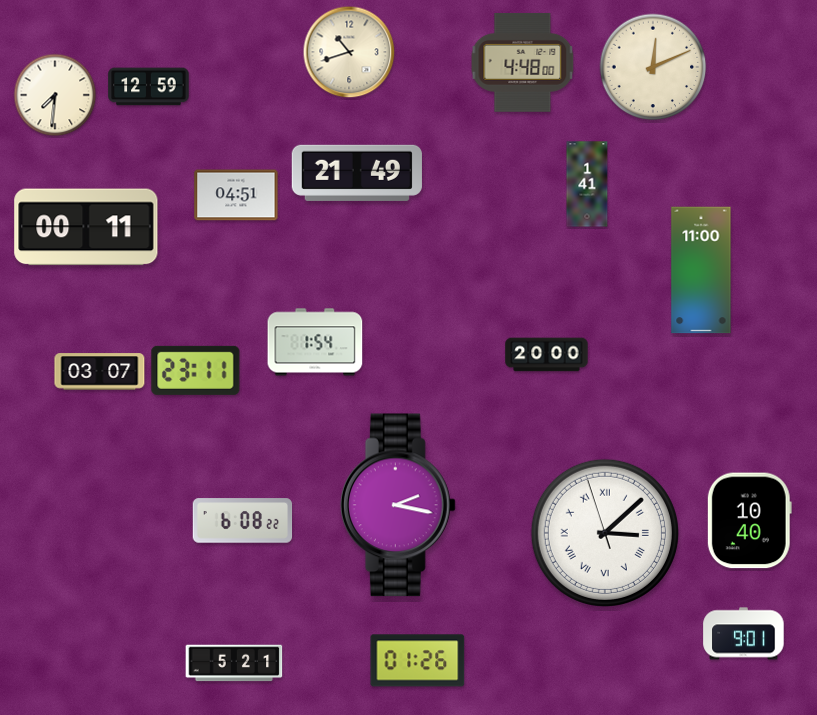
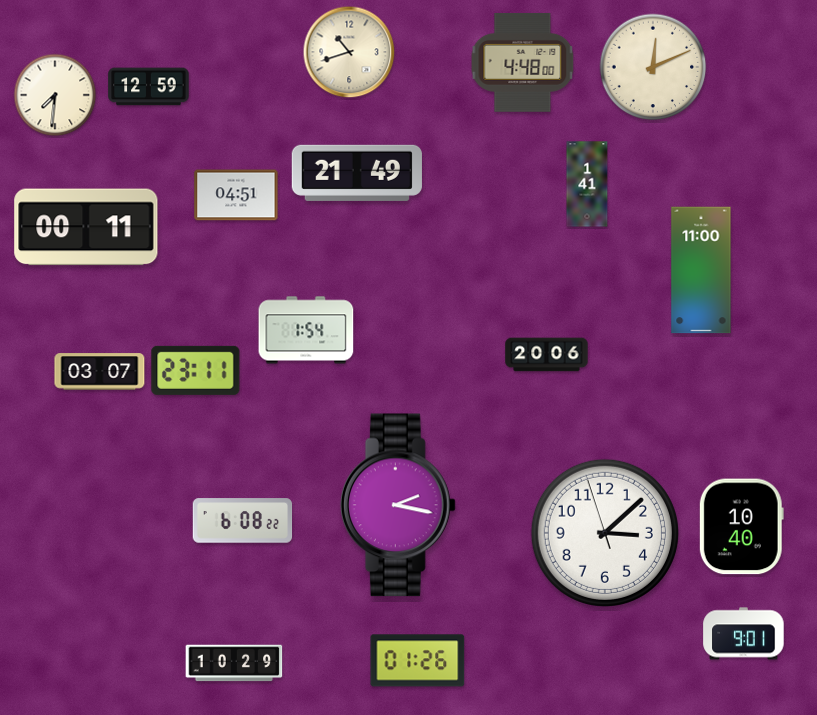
clock at (315, 342) position: (315, 342) -> (306, 330)
clock at (547, 355): 20:00 -> 20:06
clock at (749, 521) position: (749, 521) -> (741, 527)
clock at (605, 533) numerals: Roman -> Arabic
clock at (234, 663): 5:21 -> 10:29
